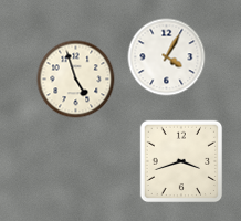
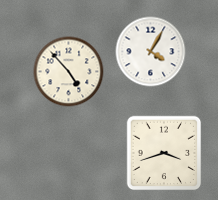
clock at (76, 80): 4:57 -> 4:53
clock at (181, 161) position: (181, 161) -> (164, 153)
